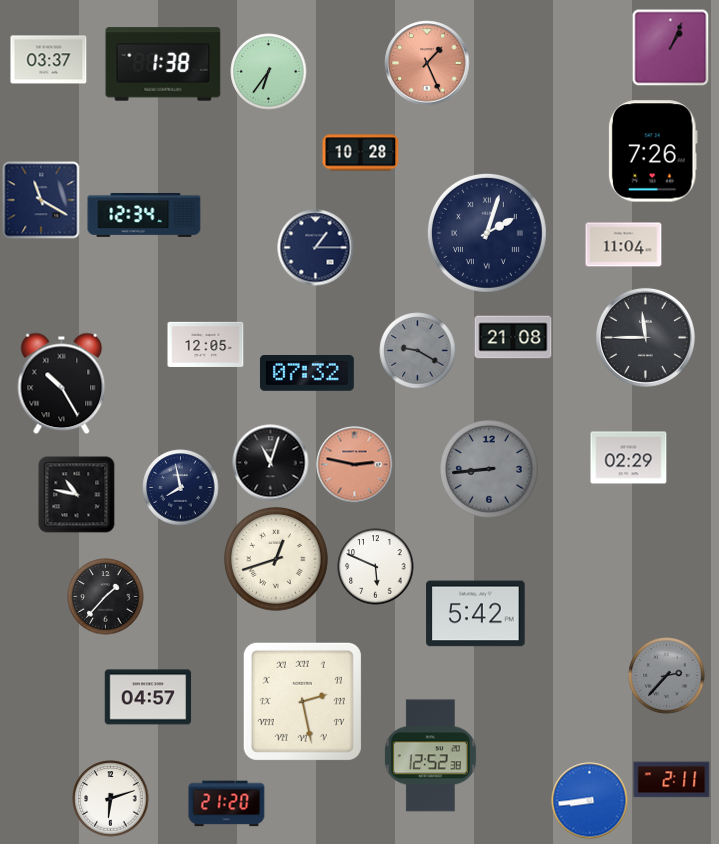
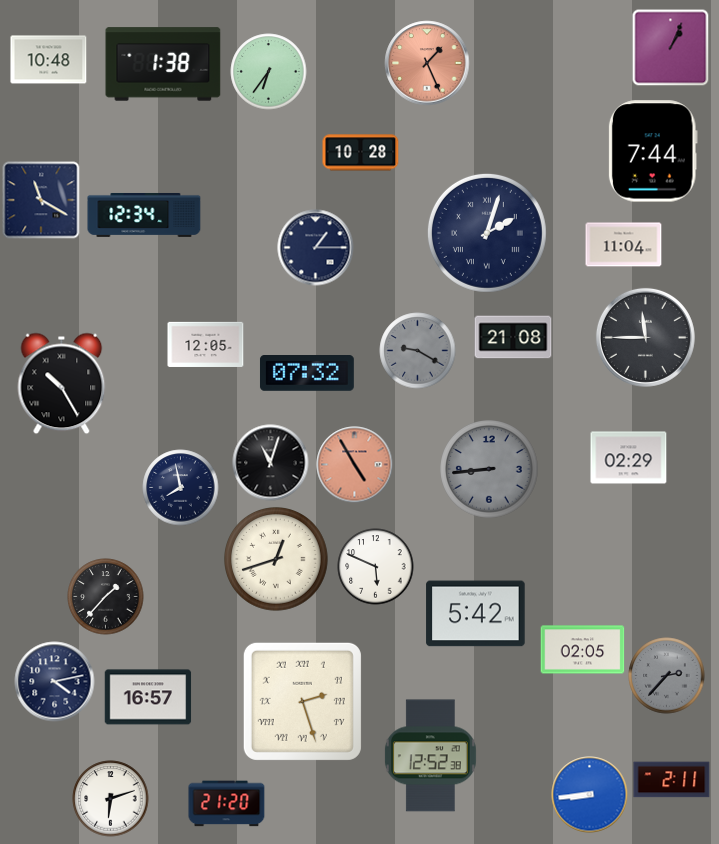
clock at (49, 60): 03:37 -> 10:48
clock at (653, 151): 7:26 -> 7:44
clock at (355, 465): 2:47 -> 4:55
clock at (77, 495): 10:47 -> none
clock at (583, 650): none -> 02:05
clock at (55, 682): none -> 4:13
clock at (148, 697): 04:57 -> 16:57
clock at (302, 701): 2:28 -> 2:27
clock at (590, 801) position: (590, 801) -> (590, 795)
